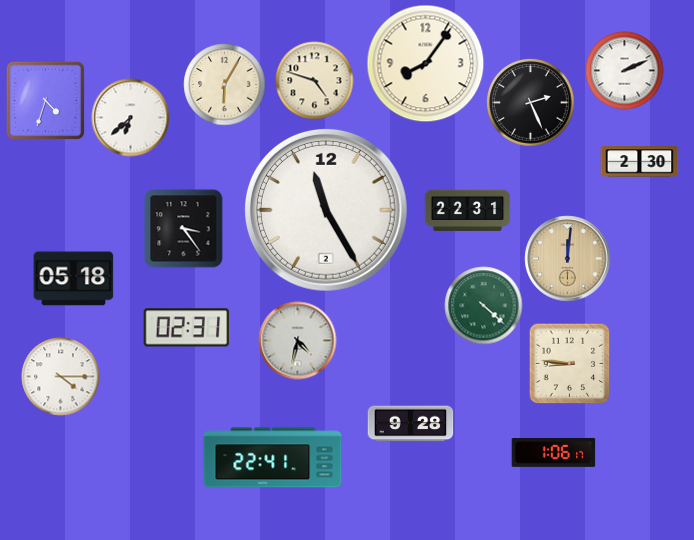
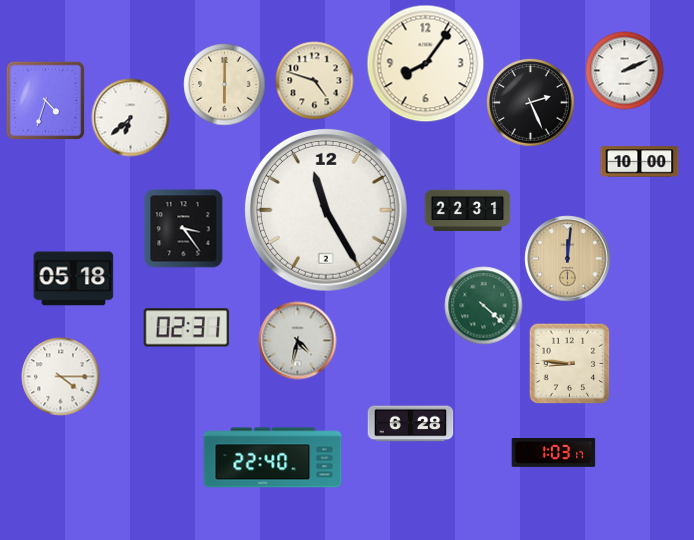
clock at (224, 84): 6:05 -> 6:00
clock at (639, 162): 2:30 -> 10:00
clock at (410, 424): 9:28 -> 6:28
clock at (553, 452): 1:06 -> 1:03
clock at (273, 458): 22:41 -> 22:40
